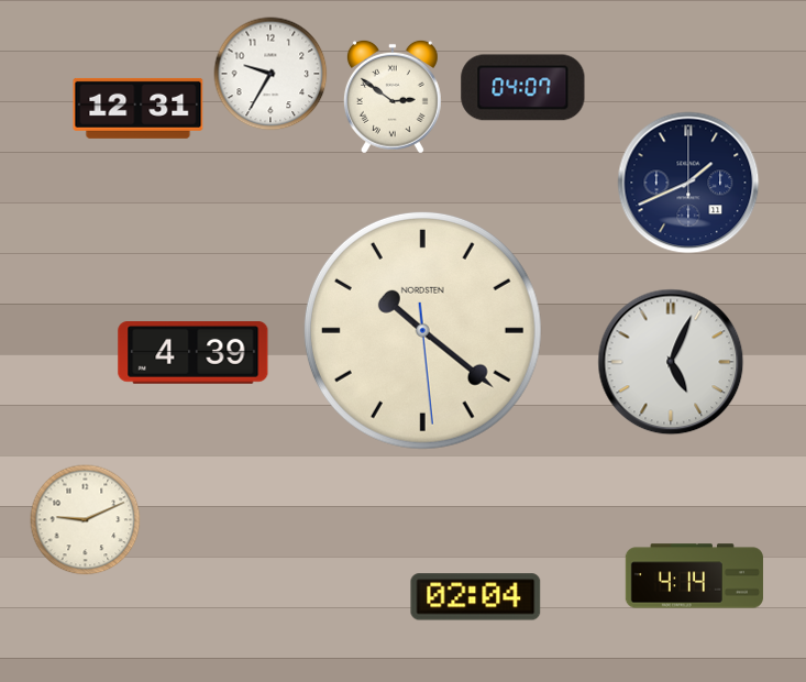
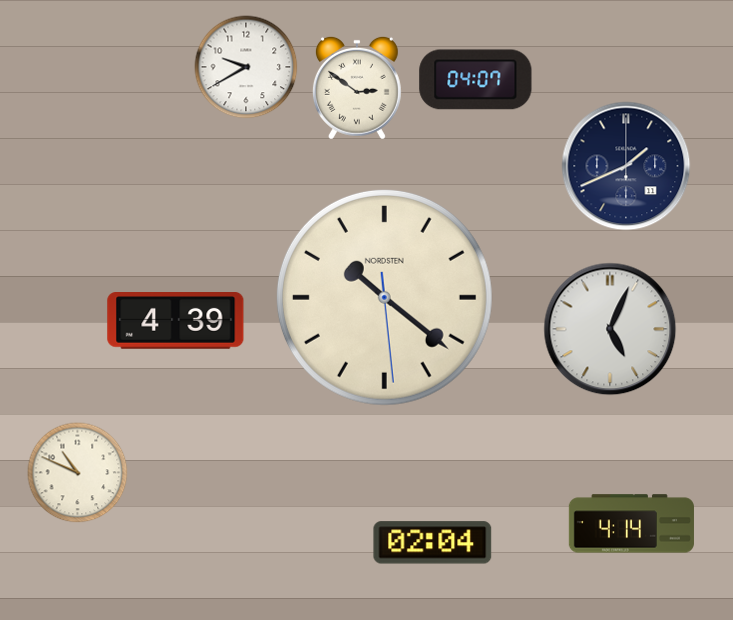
clock at (270, 74): 9:35 -> 9:40
clock at (139, 108): 12:31 -> none
clock at (422, 330) position: (422, 330) -> (384, 297)
clock at (86, 520): 9:11 -> 10:49
